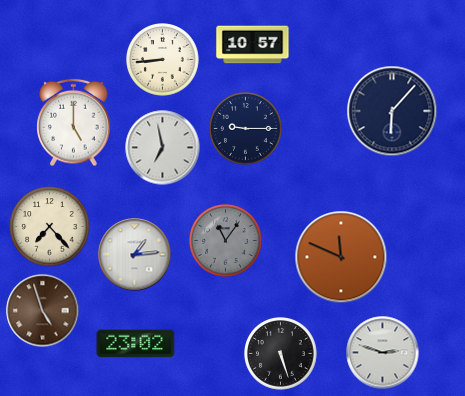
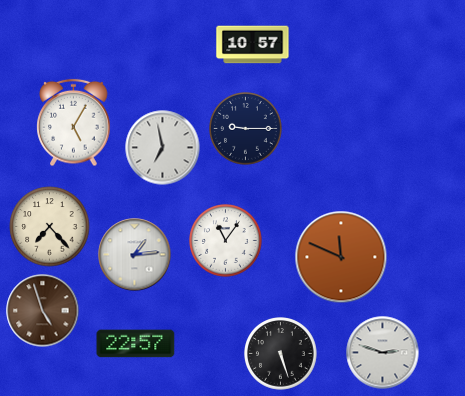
clock at (163, 60): 8:44 -> none
clock at (392, 111): 6:07 -> none
clock at (74, 123): 5:00 -> 5:05
clock at (226, 241) dial: grey -> white
clock at (136, 344): 23:02 -> 22:57
